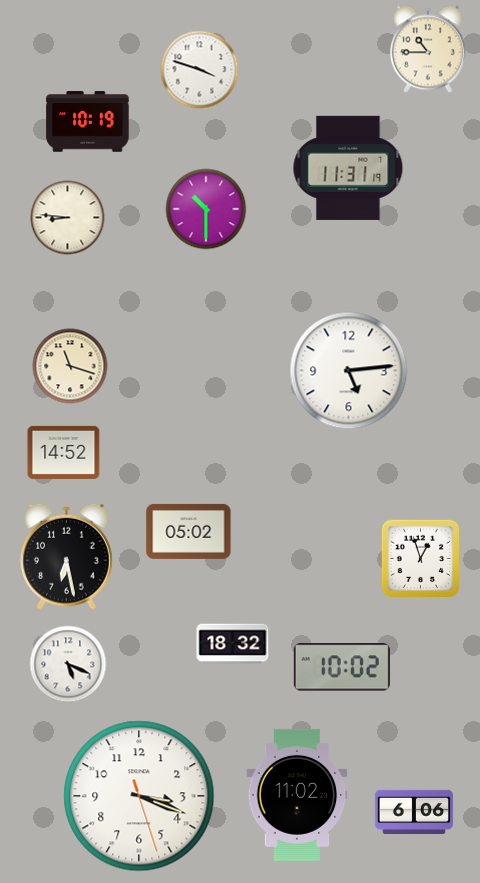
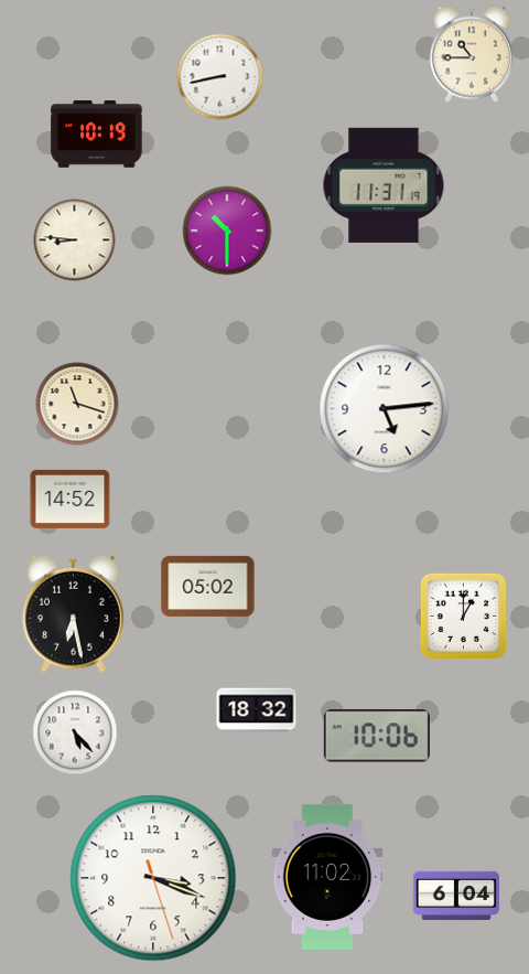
clock at (200, 70): 3:48 -> 8:43
clock at (421, 559): 12:57 -> 1:00
clock at (68, 664): 5:19 -> 5:23
clock at (342, 667): 10:02 -> 10:06
clock at (414, 812): 6:06 -> 6:04
